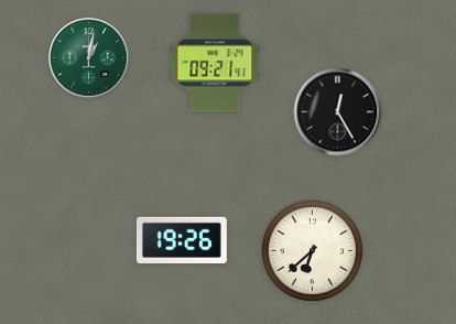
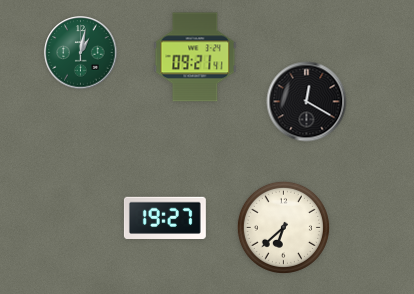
clock at (338, 112): 12:25 -> 12:20
clock at (182, 239): 19:26 -> 19:27
